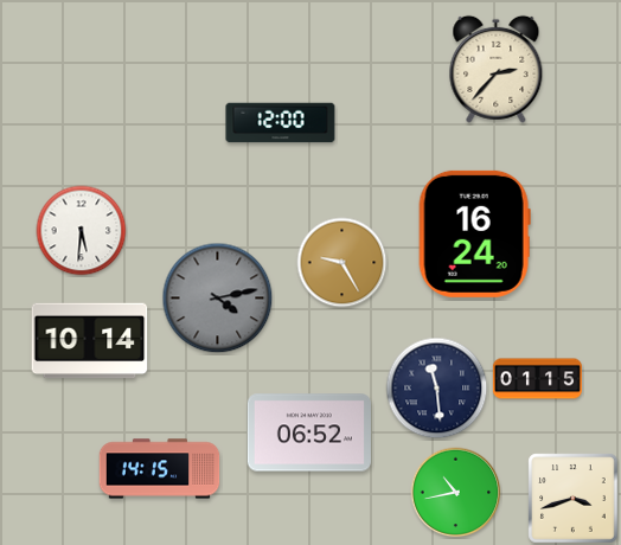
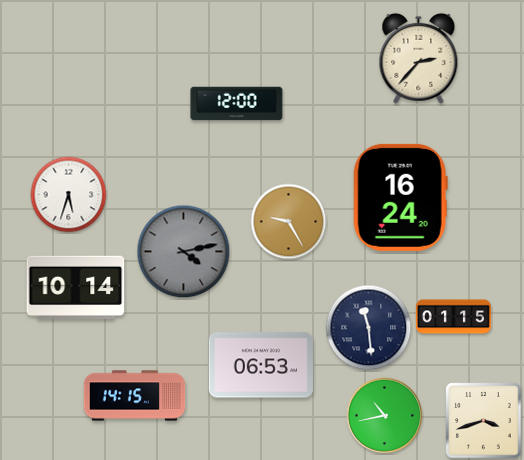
clock at (82, 231): 5:31 -> 5:33
clock at (537, 379) position: (537, 379) -> (453, 317)
clock at (309, 432): 06:52 -> 06:53
